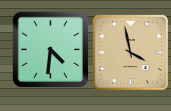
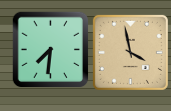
clock at (50, 49): 4:31 -> 7:31
